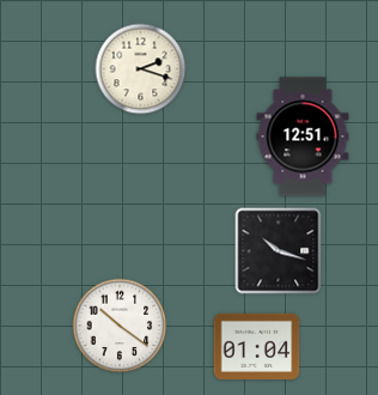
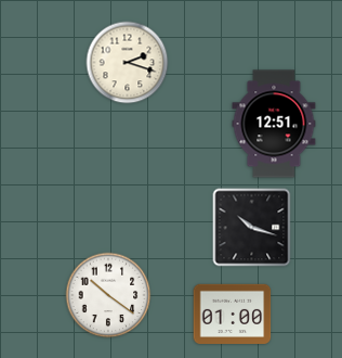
clock at (257, 346): 01:04 -> 01:00
